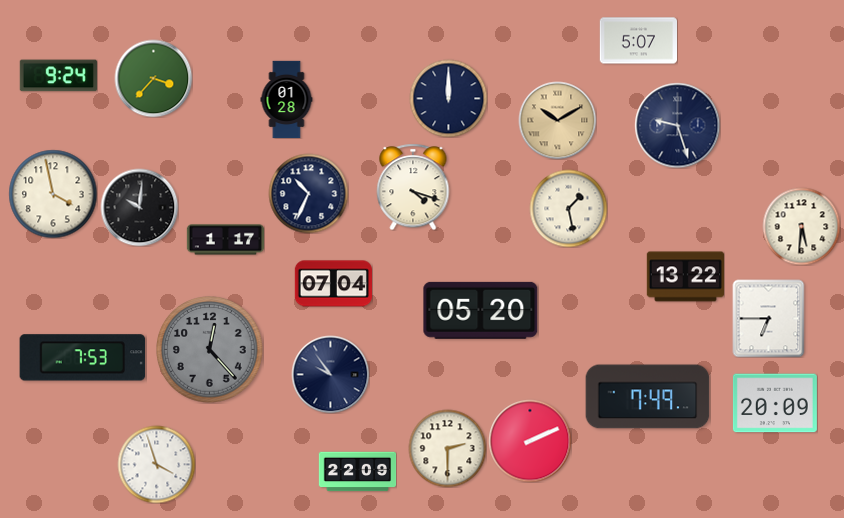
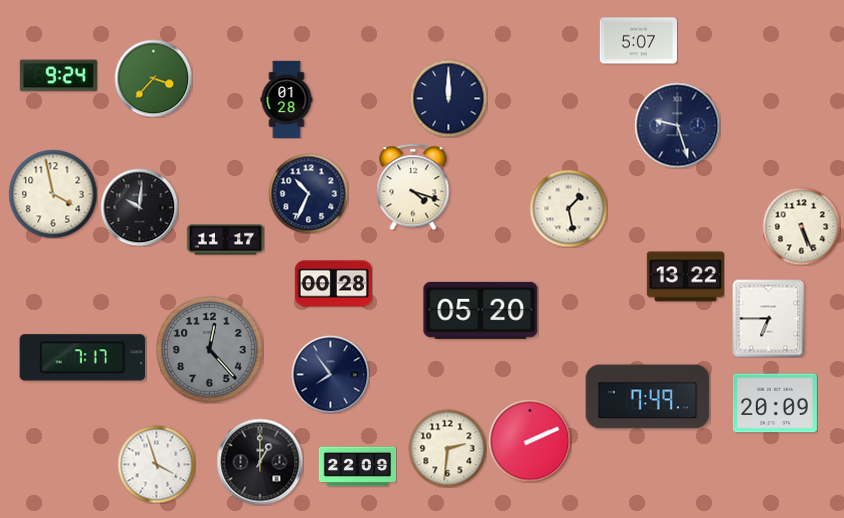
clock at (557, 120): 10:10 -> none
clock at (801, 226): 5:31 -> 5:26
clock at (225, 240): 1:17 -> 11:17
clock at (333, 284): 07:04 -> 00:28
clock at (83, 358): 7:53 -> 7:17
clock at (330, 374): 9:54 -> 7:54
clock at (447, 448): 2:30 -> 2:31
clock at (260, 462): none -> 1:00
clock at (357, 472) position: (357, 472) -> (357, 467)
